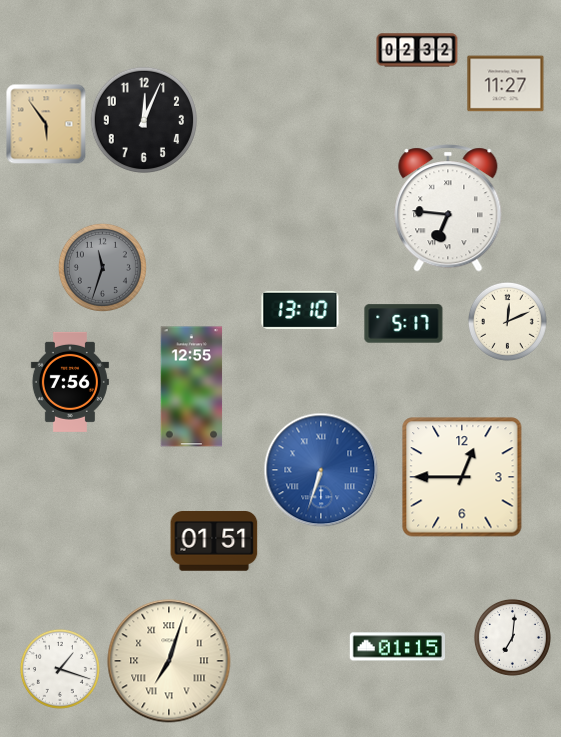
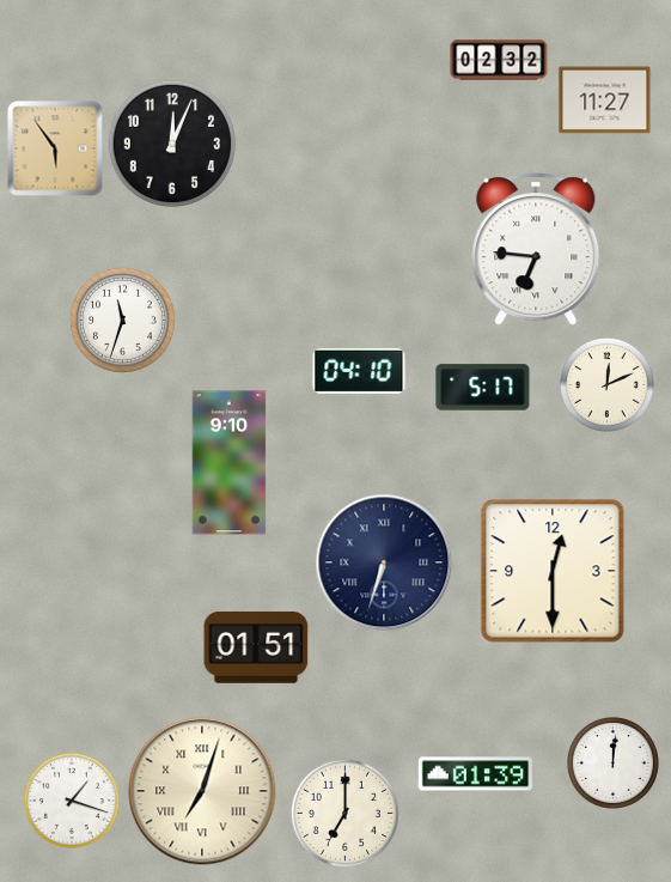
clock at (102, 267) dial: grey -> white
clock at (300, 310): 13:10 -> 04:10
clock at (70, 382): 7:56 -> none
clock at (192, 387): 12:55 -> 9:10
clock at (321, 470) dial: blue -> navy
clock at (462, 477): 12:45 -> 12:30
clock at (512, 637): 7:01 -> 12:01
clock at (397, 647): 01:15 -> 01:39
clock at (344, 813): none -> 7:00
